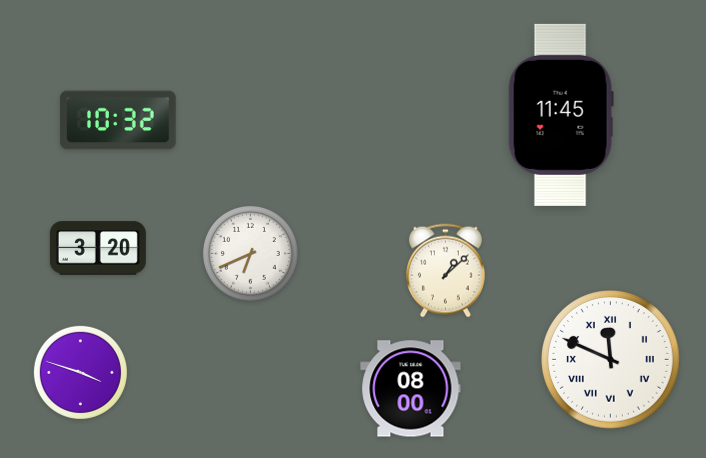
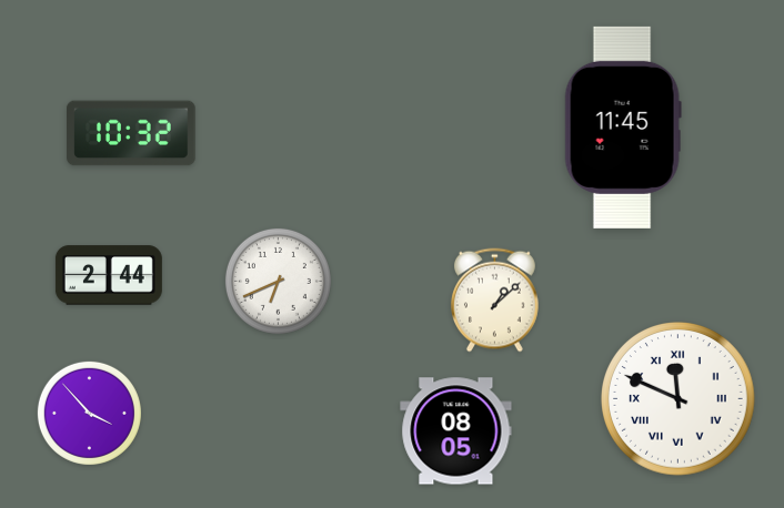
clock at (98, 248): 3:20 -> 2:44
clock at (80, 372): 3:48 -> 3:53
clock at (411, 389): 08:00 -> 08:05
